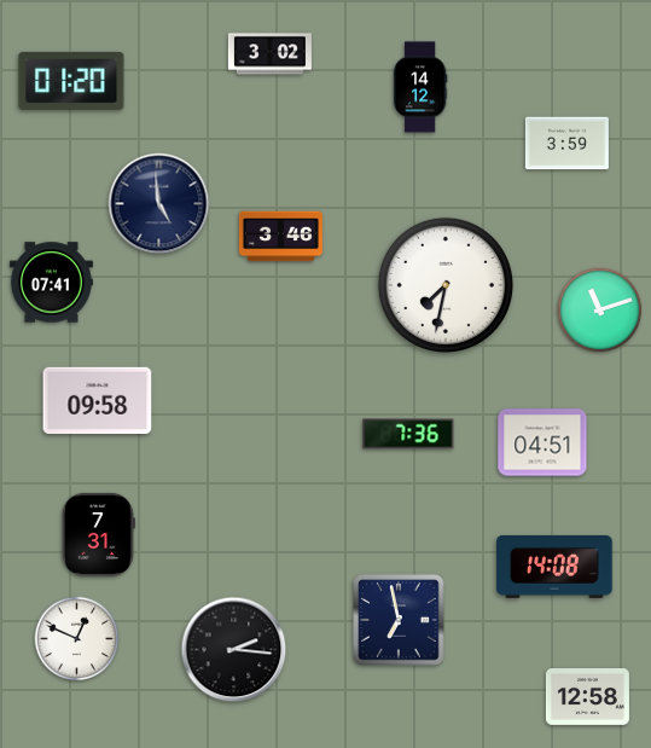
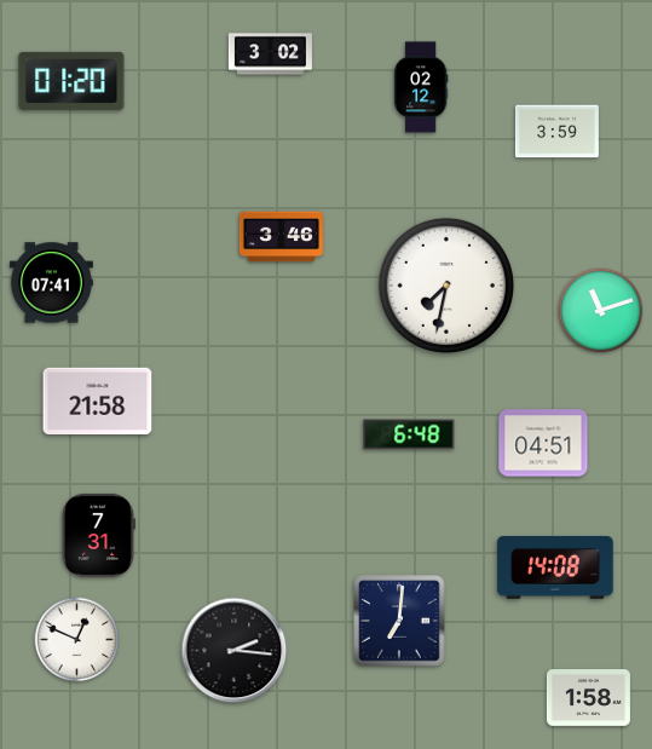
clock at (420, 87): 14:12 -> 02:12
clock at (566, 144) position: (566, 144) -> (556, 132)
clock at (159, 204): 4:59 -> none
clock at (98, 400): 09:58 -> 21:58
clock at (408, 434): 7:36 -> 6:48
clock at (399, 620): 6:58 -> 7:01
clock at (587, 697): 12:58 -> 1:58
